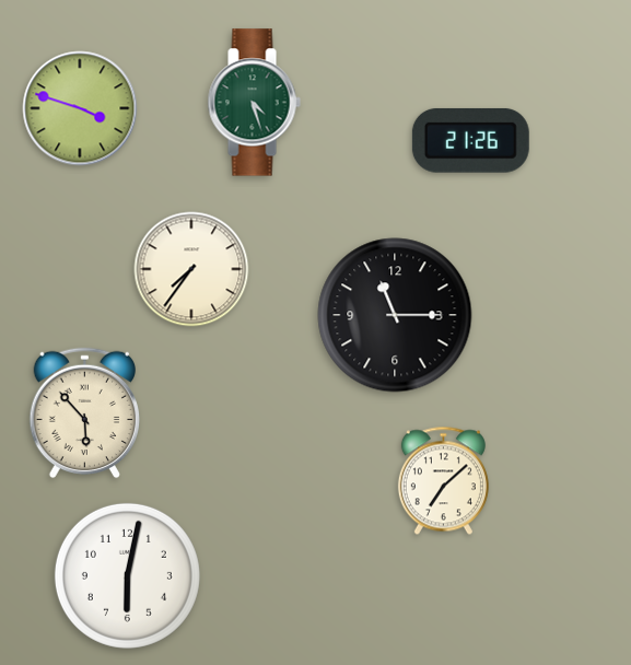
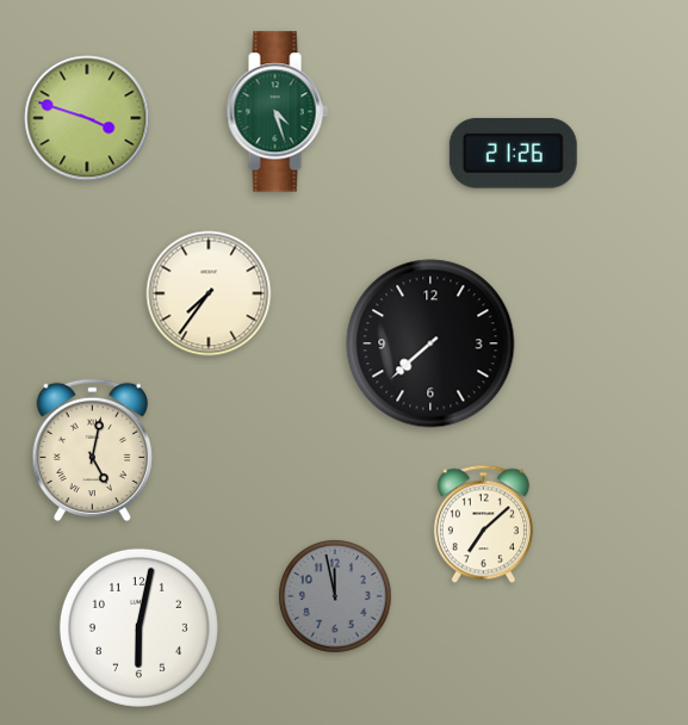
clock at (395, 315): 11:15 -> 7:38
clock at (84, 413): 5:53 -> 5:02
clock at (336, 597): none -> 11:58
